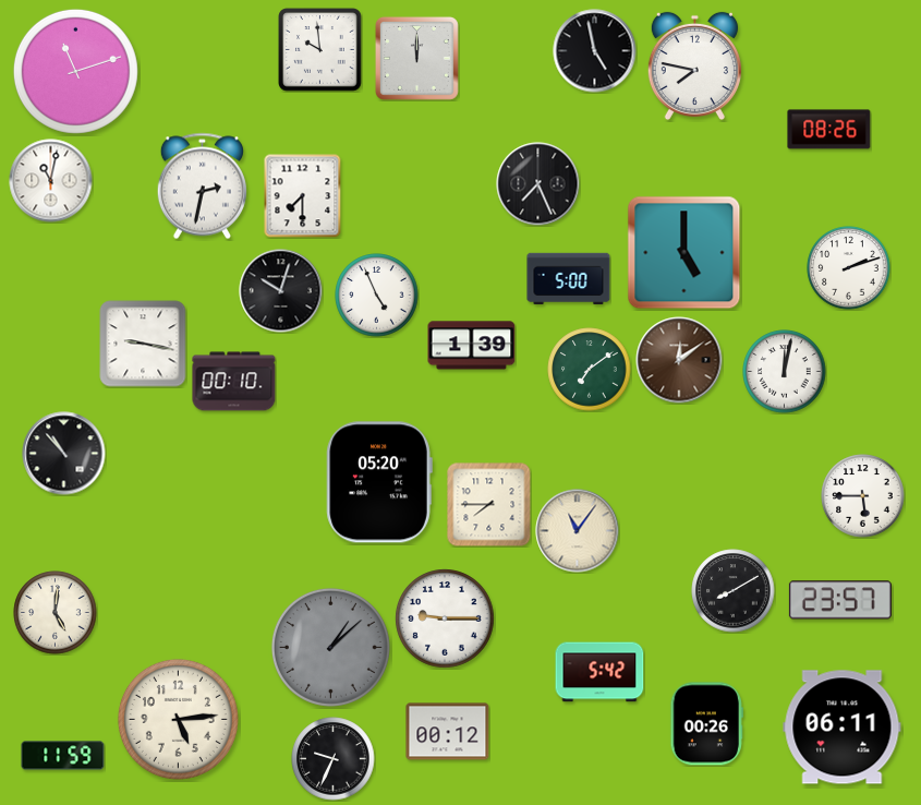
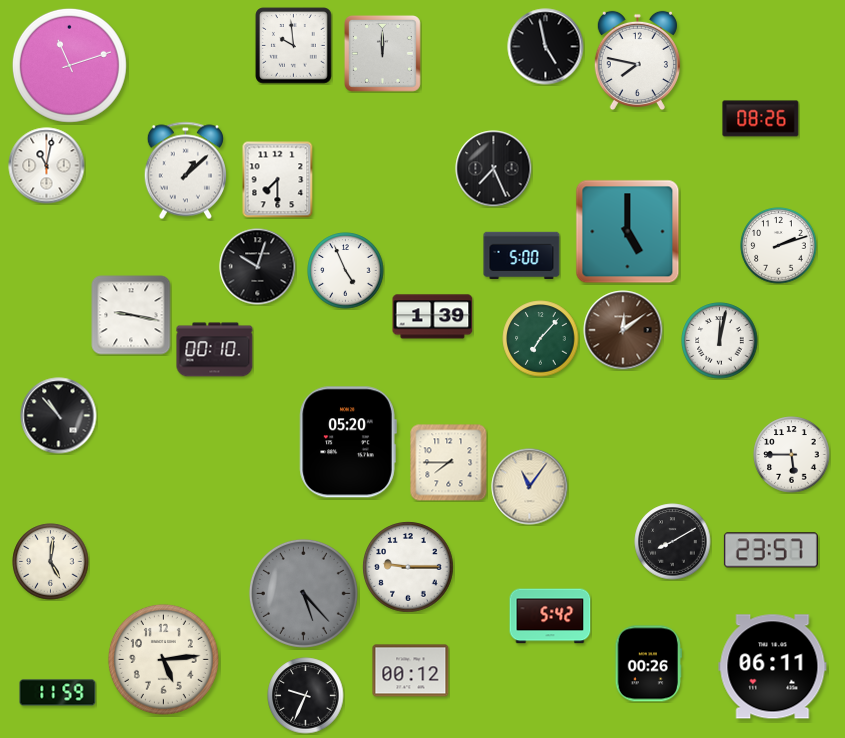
clock at (202, 187): 2:32 -> 1:08
clock at (590, 370): 7:09 -> 7:07
clock at (330, 647): 1:08 -> 5:23
